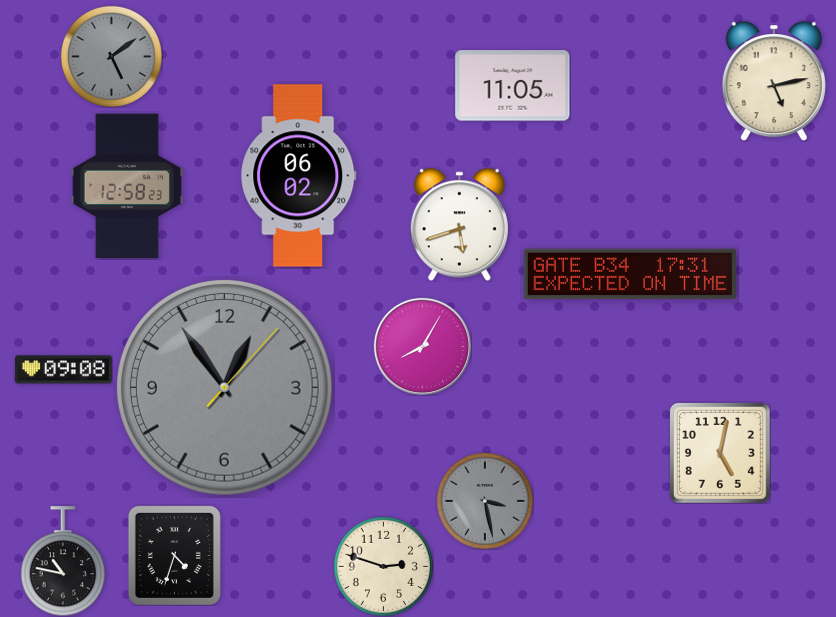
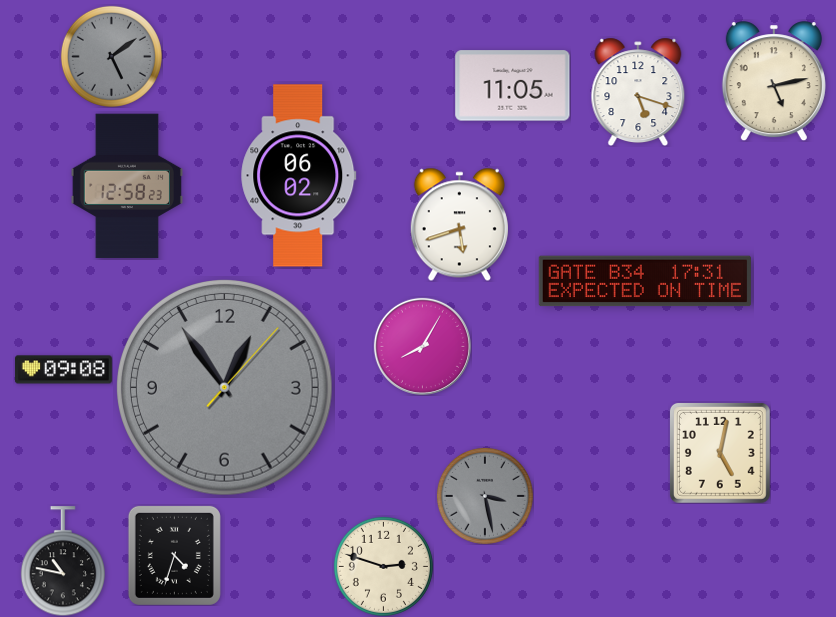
clock at (638, 92): none -> 5:18
clock at (630, 274) position: (630, 274) -> (645, 281)
clock at (485, 501) position: (485, 501) -> (485, 496)
